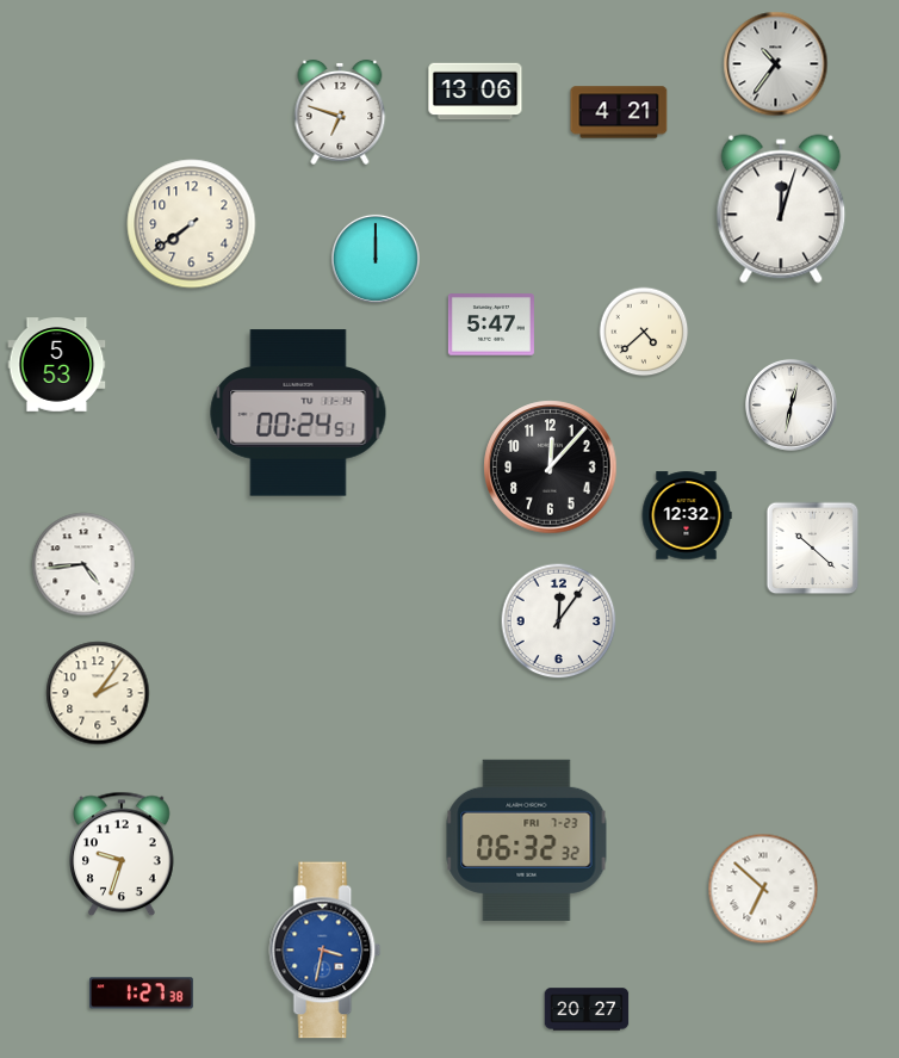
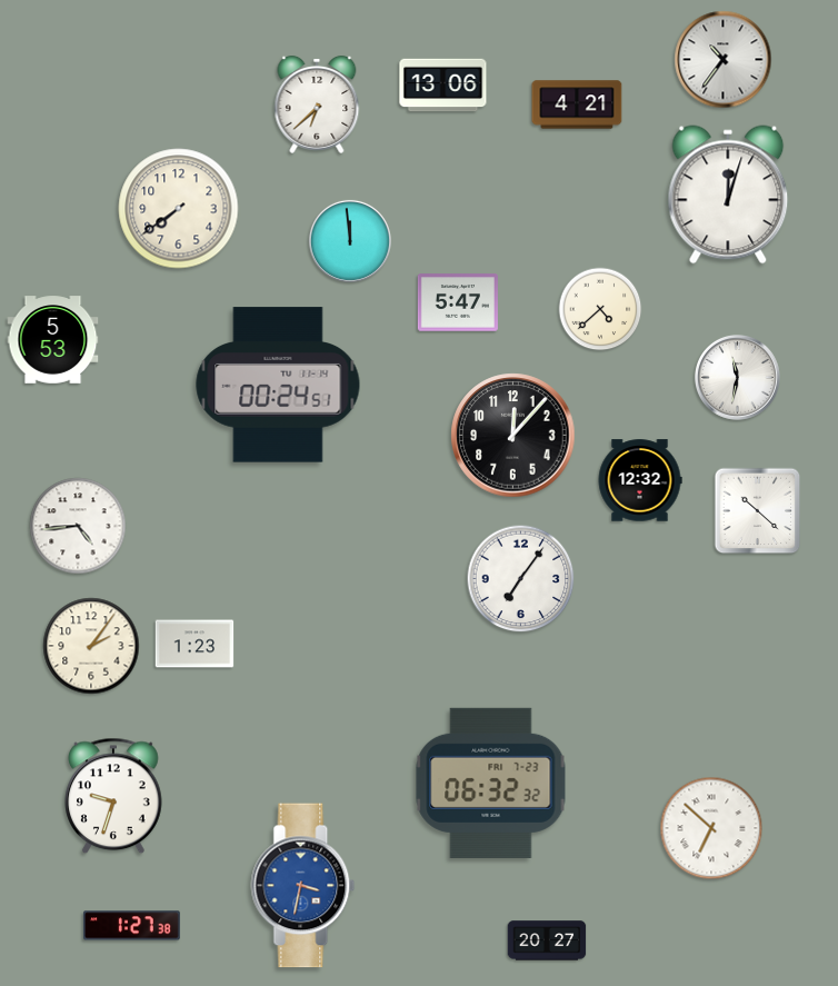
clock at (340, 112): 6:48 -> 6:38
clock at (376, 259): 12:00 -> 11:59
clock at (790, 404): 12:32 -> 11:32
clock at (559, 621): 12:06 -> 7:06
clock at (194, 644): none -> 1:23
